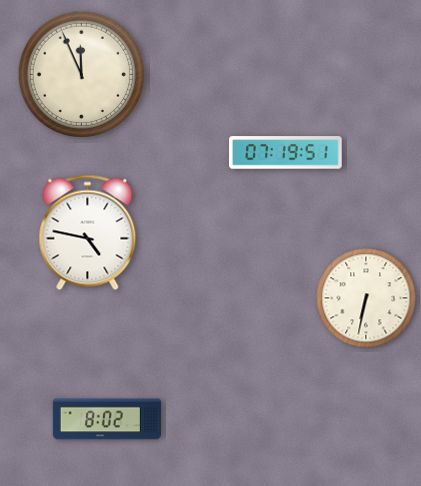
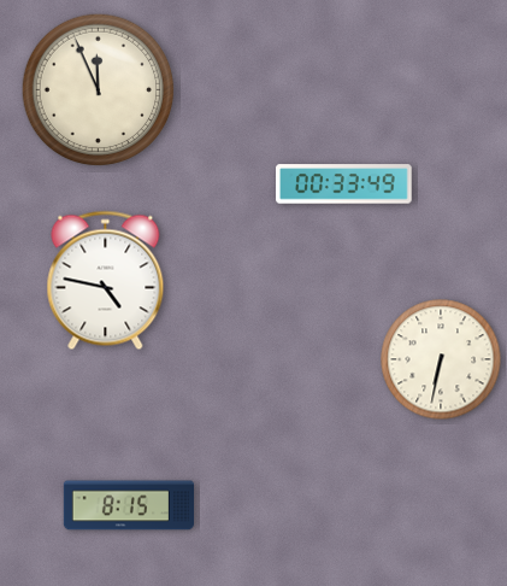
clock at (286, 153): 07:19 -> 00:33
clock at (106, 419): 8:02 -> 8:15
